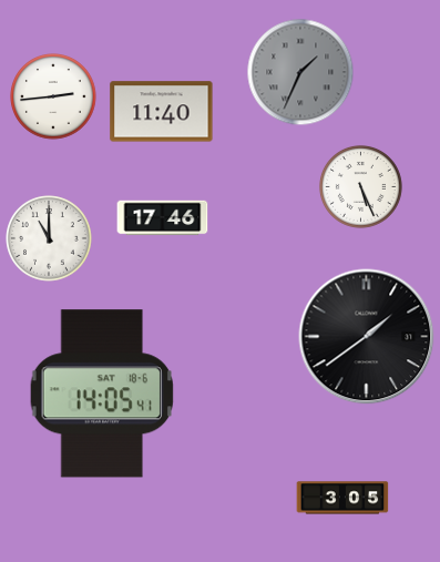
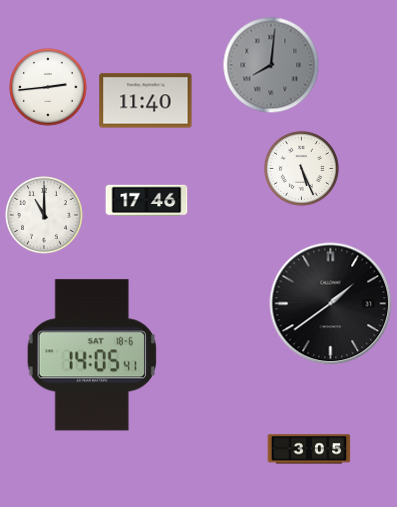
clock at (300, 72): 1:34 -> 8:01
clock at (360, 186) position: (360, 186) -> (301, 168)
clock at (163, 218) position: (163, 218) -> (147, 201)
